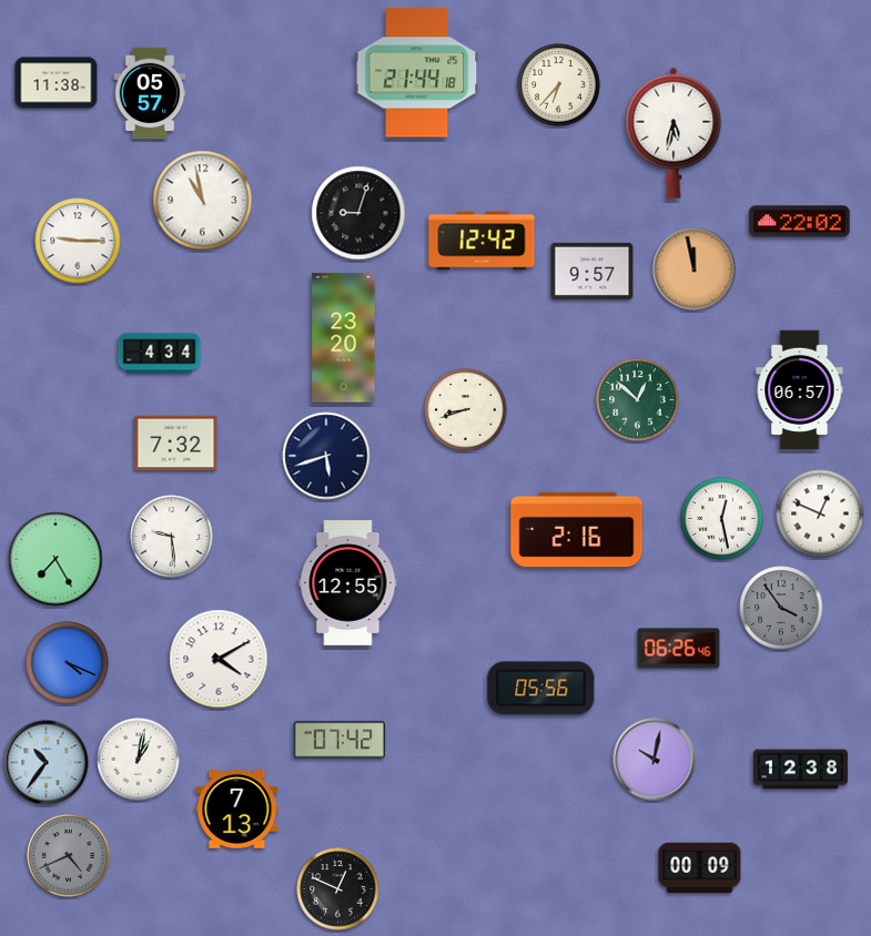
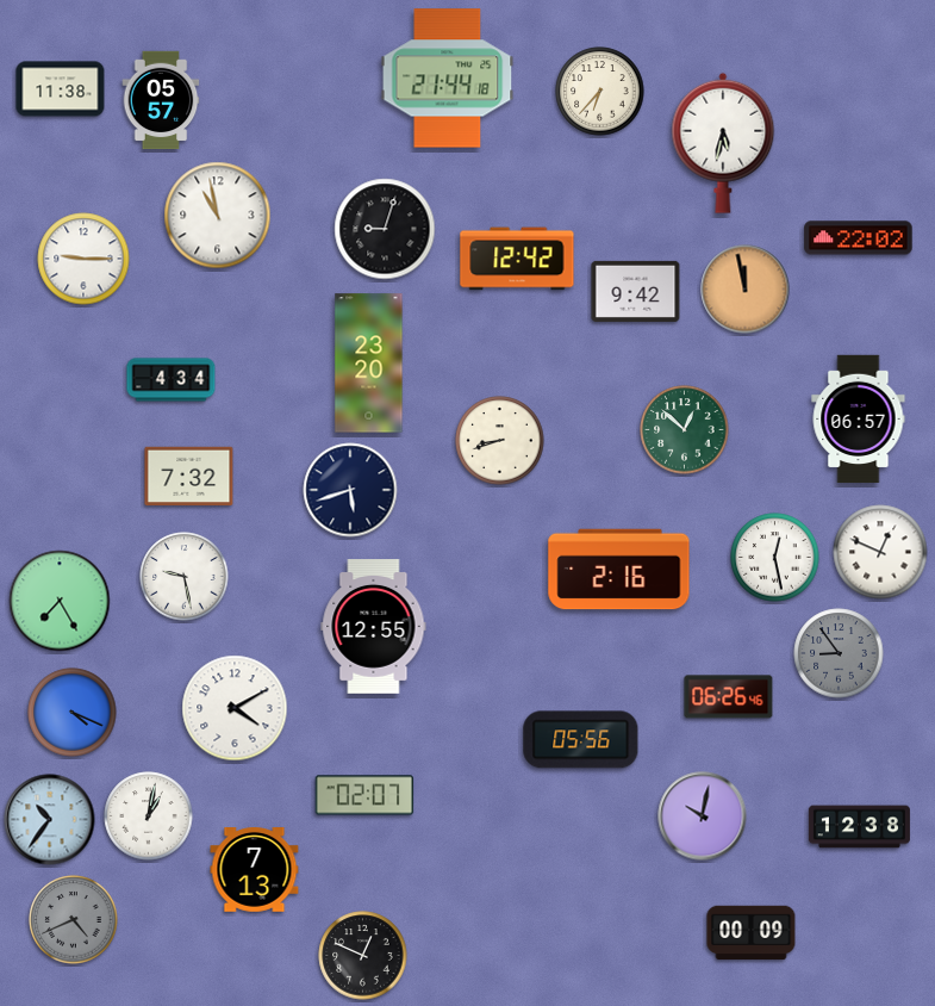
clock at (593, 271): 9:57 -> 9:42
clock at (172, 537): 9:29 -> 9:28
clock at (781, 608): 3:54 -> 8:54
clock at (340, 740): 07:42 -> 02:07
